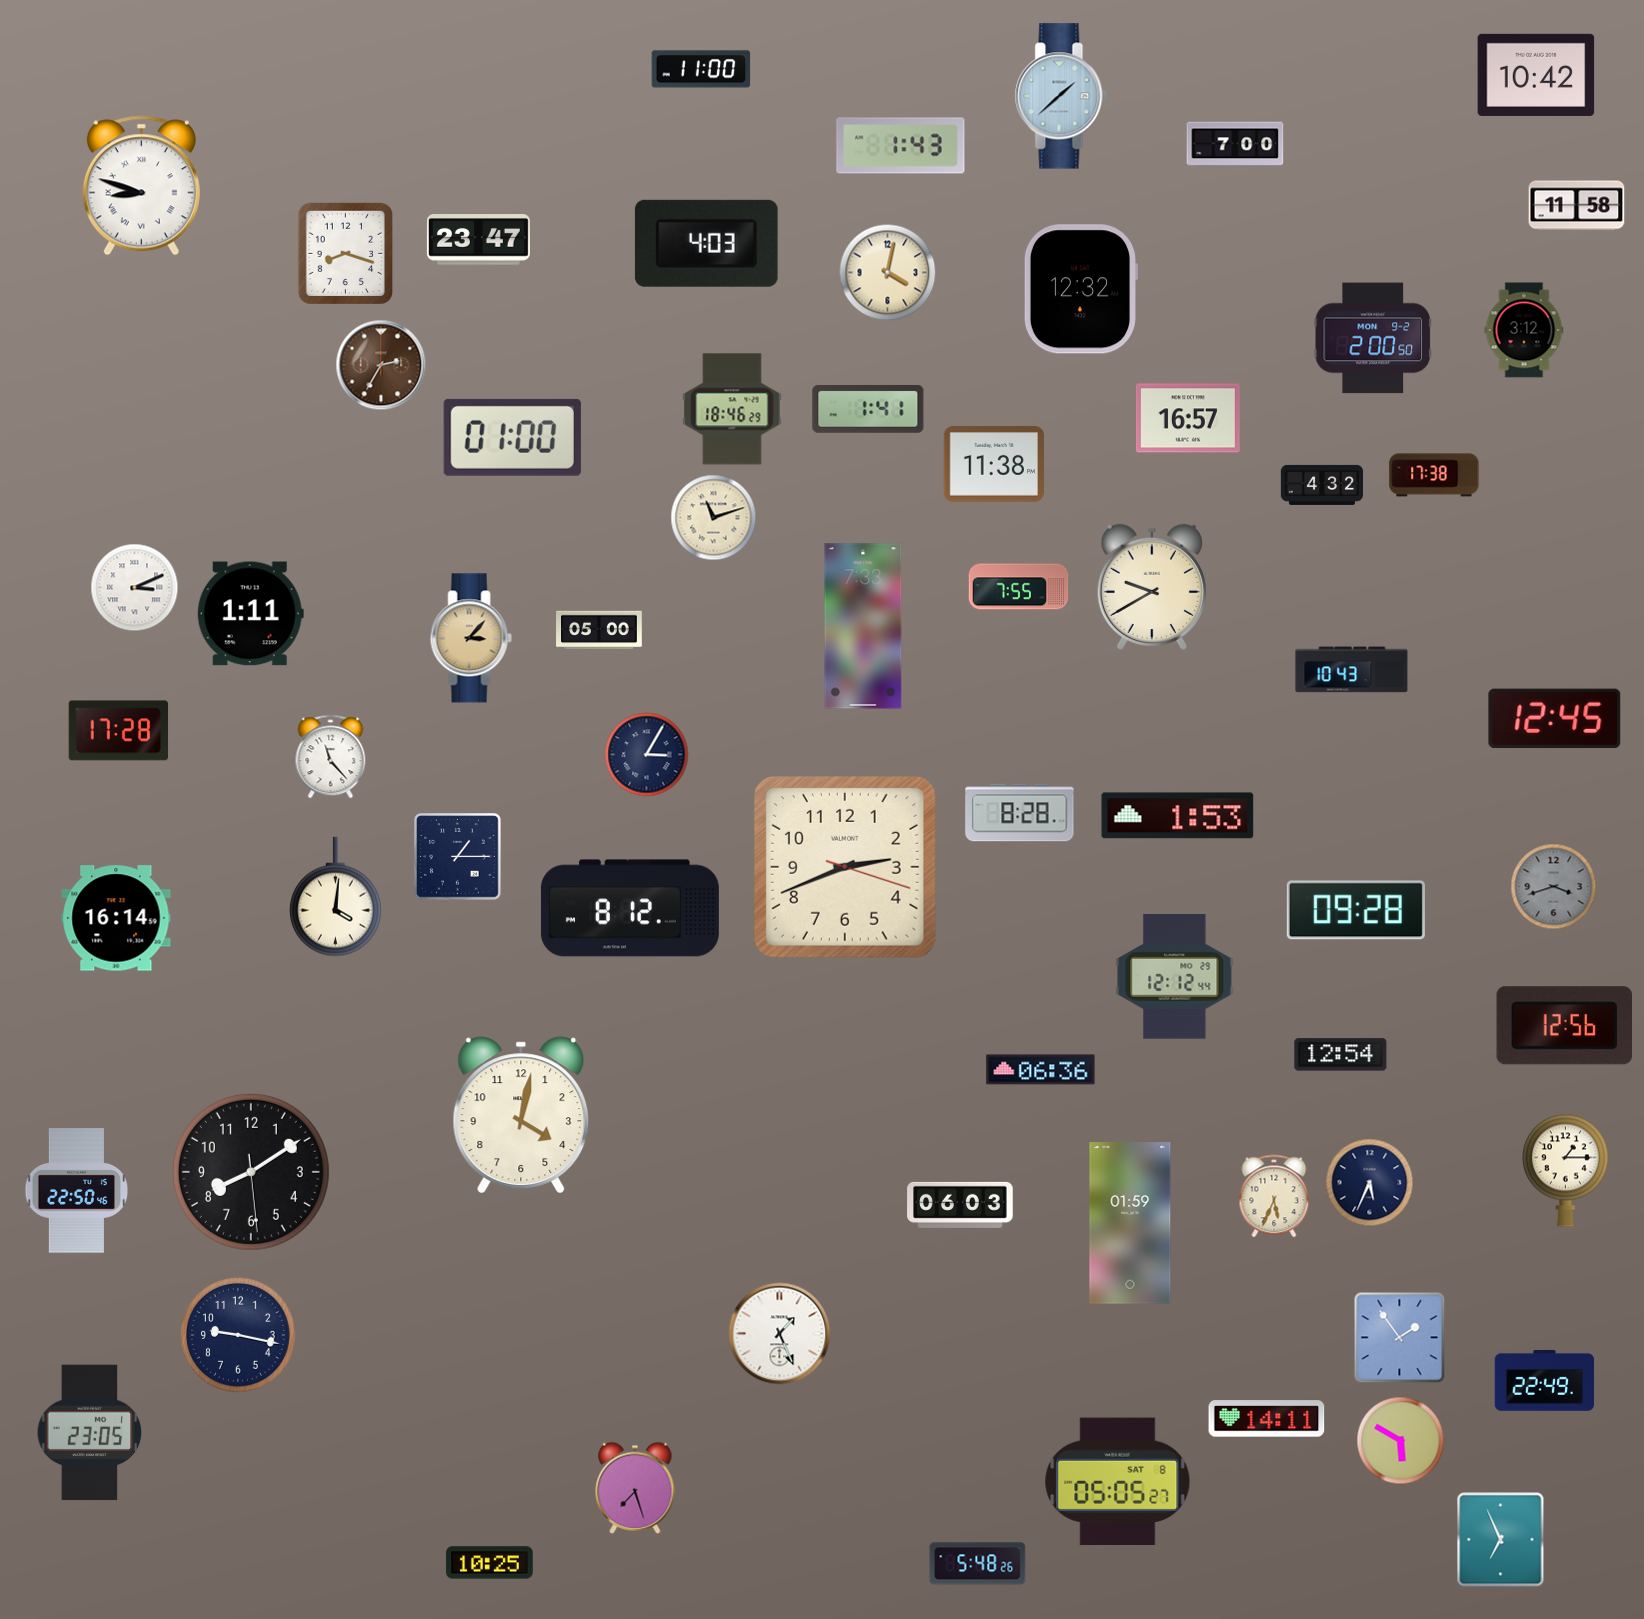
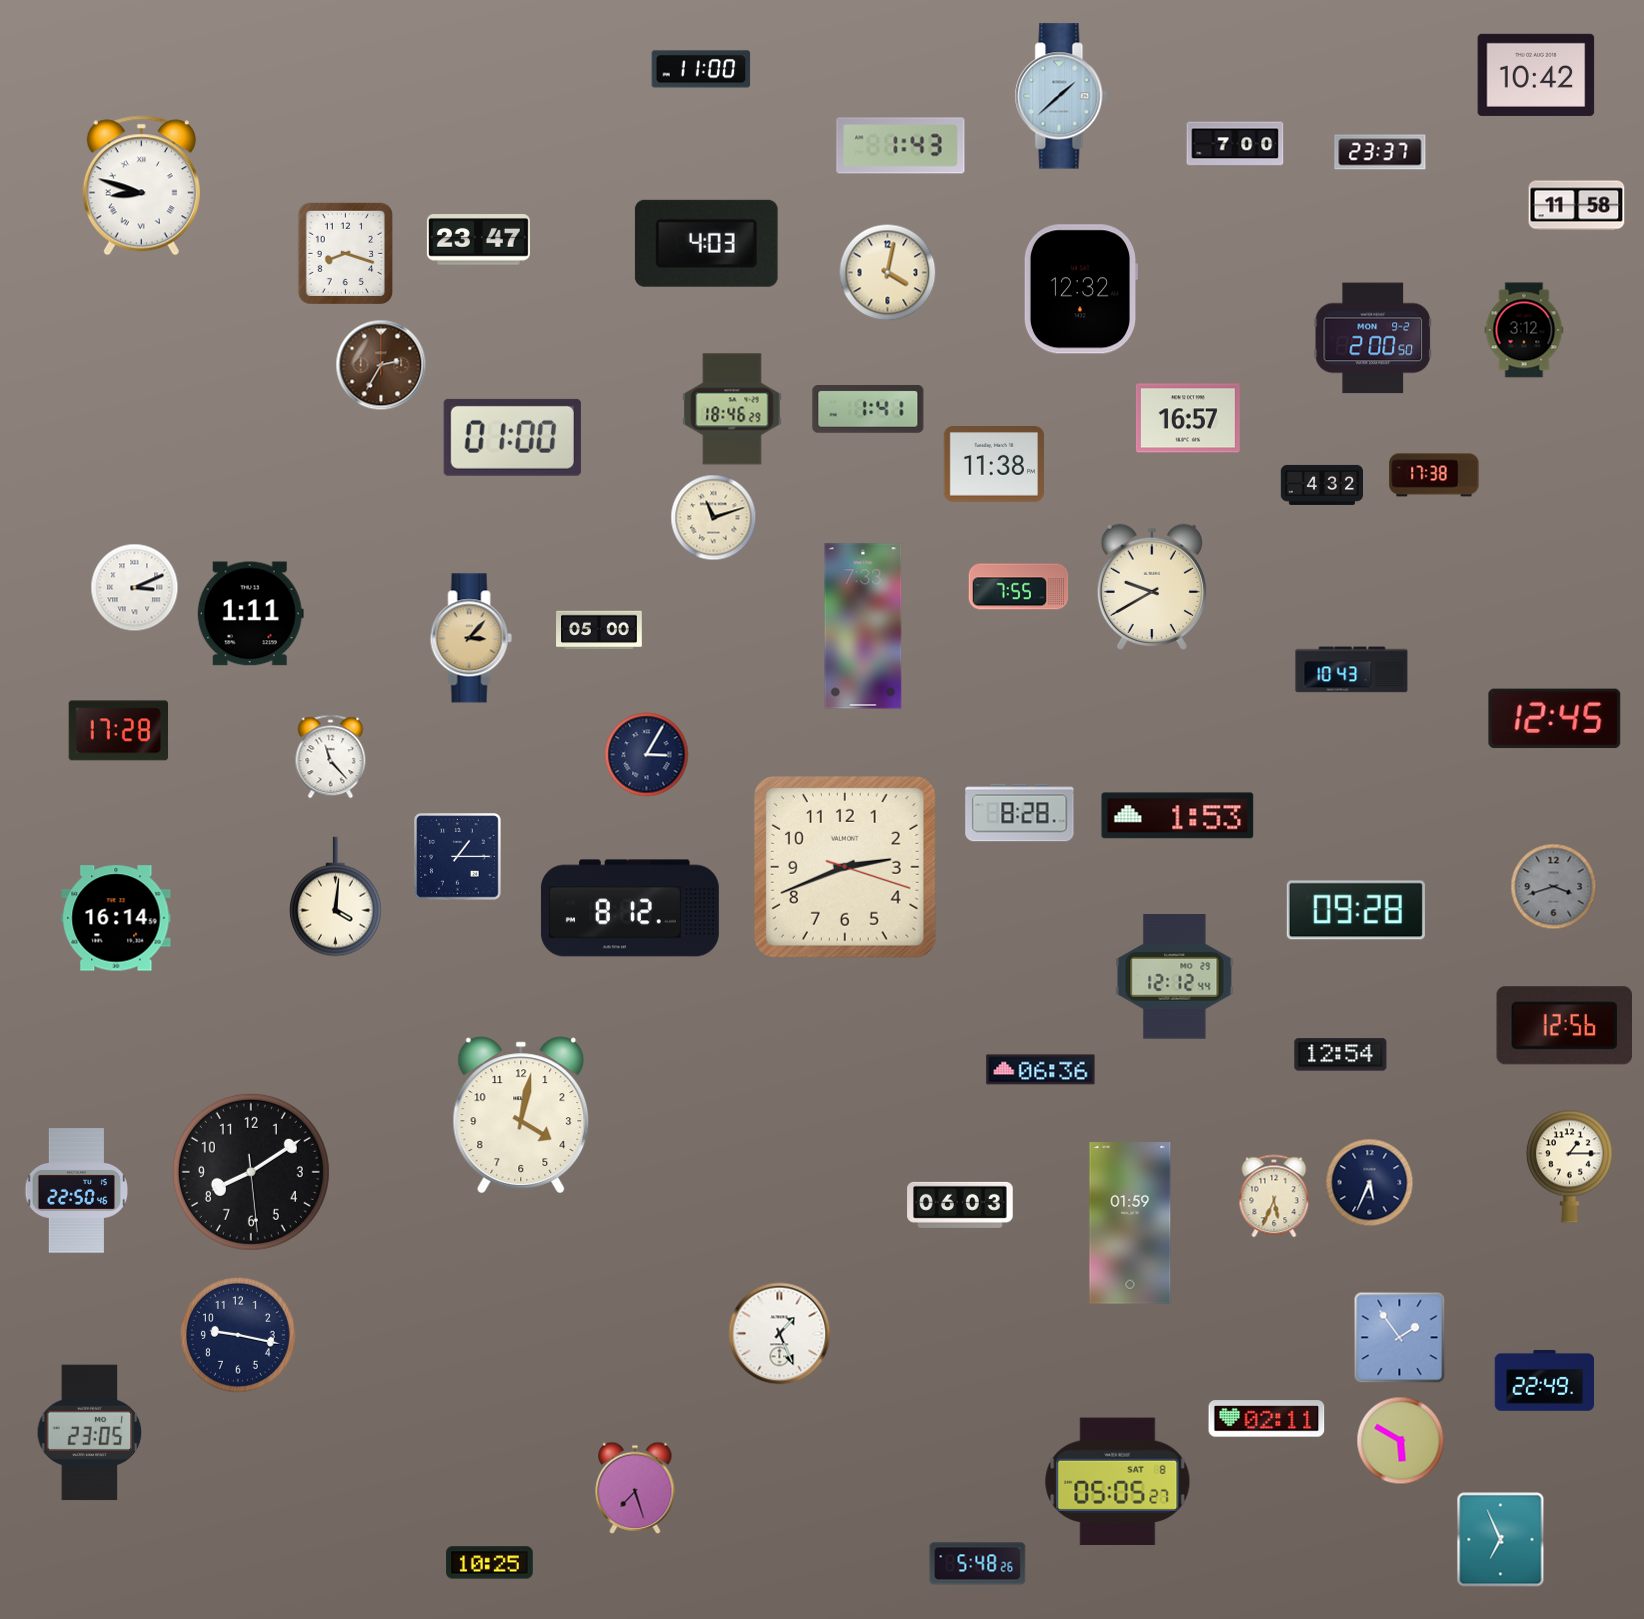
clock at (1380, 152): none -> 23:37
clock at (1565, 1170) position: (1565, 1170) -> (1569, 1166)
clock at (1267, 1419): 14:11 -> 02:11
